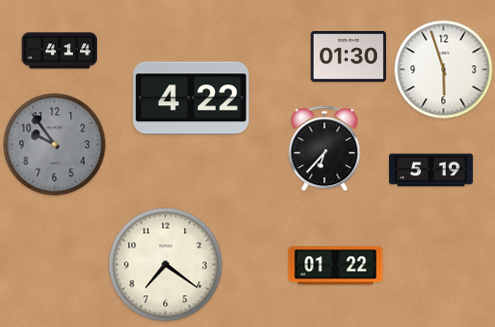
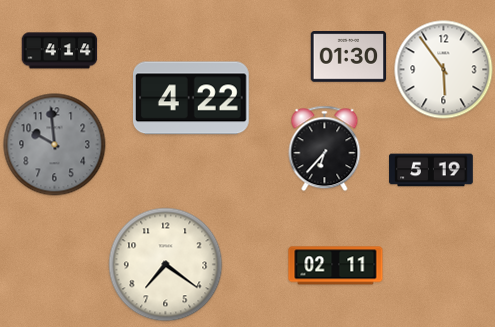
clock at (444, 70): 5:57 -> 5:54
clock at (55, 145): 9:54 -> 9:59
clock at (336, 266): 01:22 -> 02:11
